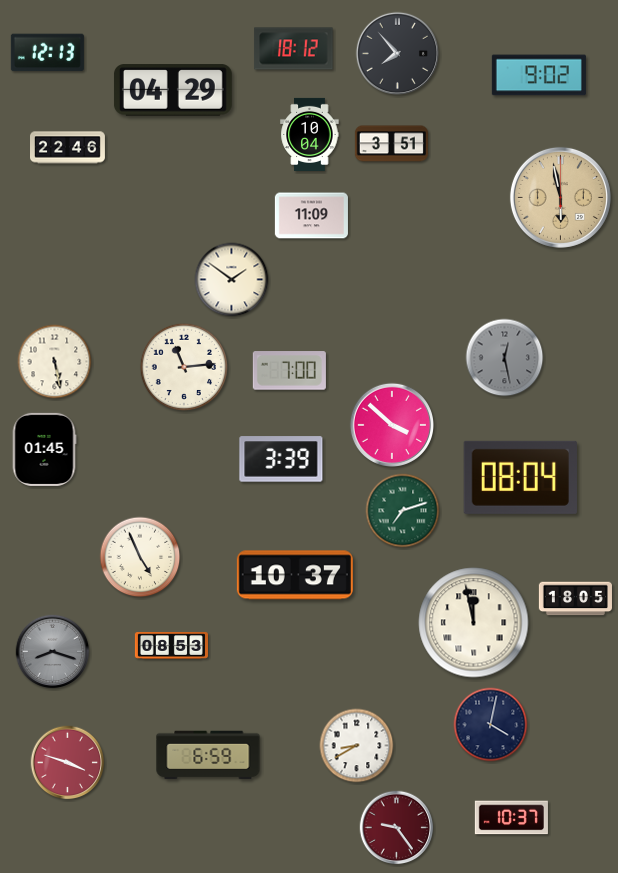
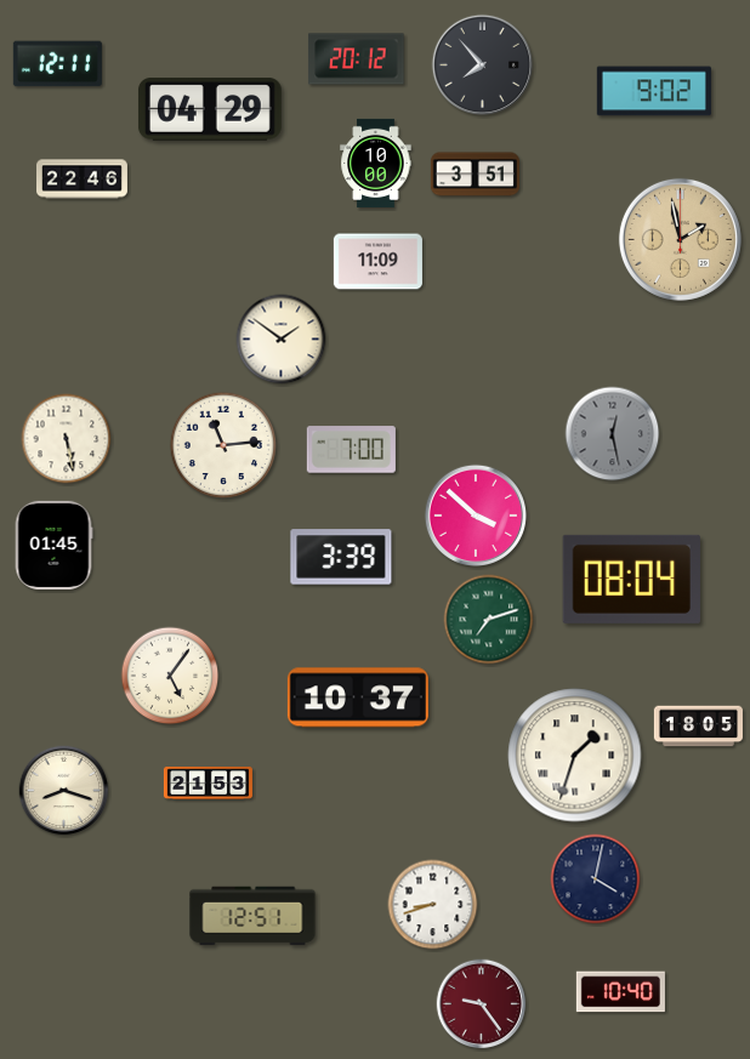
clock at (294, 49): 18:12 -> 20:12
clock at (47, 53): 12:13 -> 12:11
clock at (310, 134): 10:04 -> 10:00
clock at (560, 197): 5:58 -> 1:58
clock at (140, 557): 4:56 -> 5:06
clock at (474, 623): 11:58 -> 1:33
clock at (171, 646): 08:53 -> 21:53
clock at (53, 652) dial: grey -> cream
clock at (357, 746): 8:40 -> 8:42
clock at (208, 755): 6:59 -> 12:51
clock at (68, 763): 3:48 -> none
clock at (511, 818): 10:37 -> 10:40
